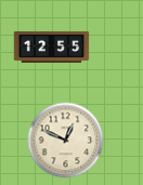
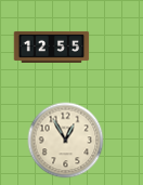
clock at (66, 141): 12:49 -> 12:55
